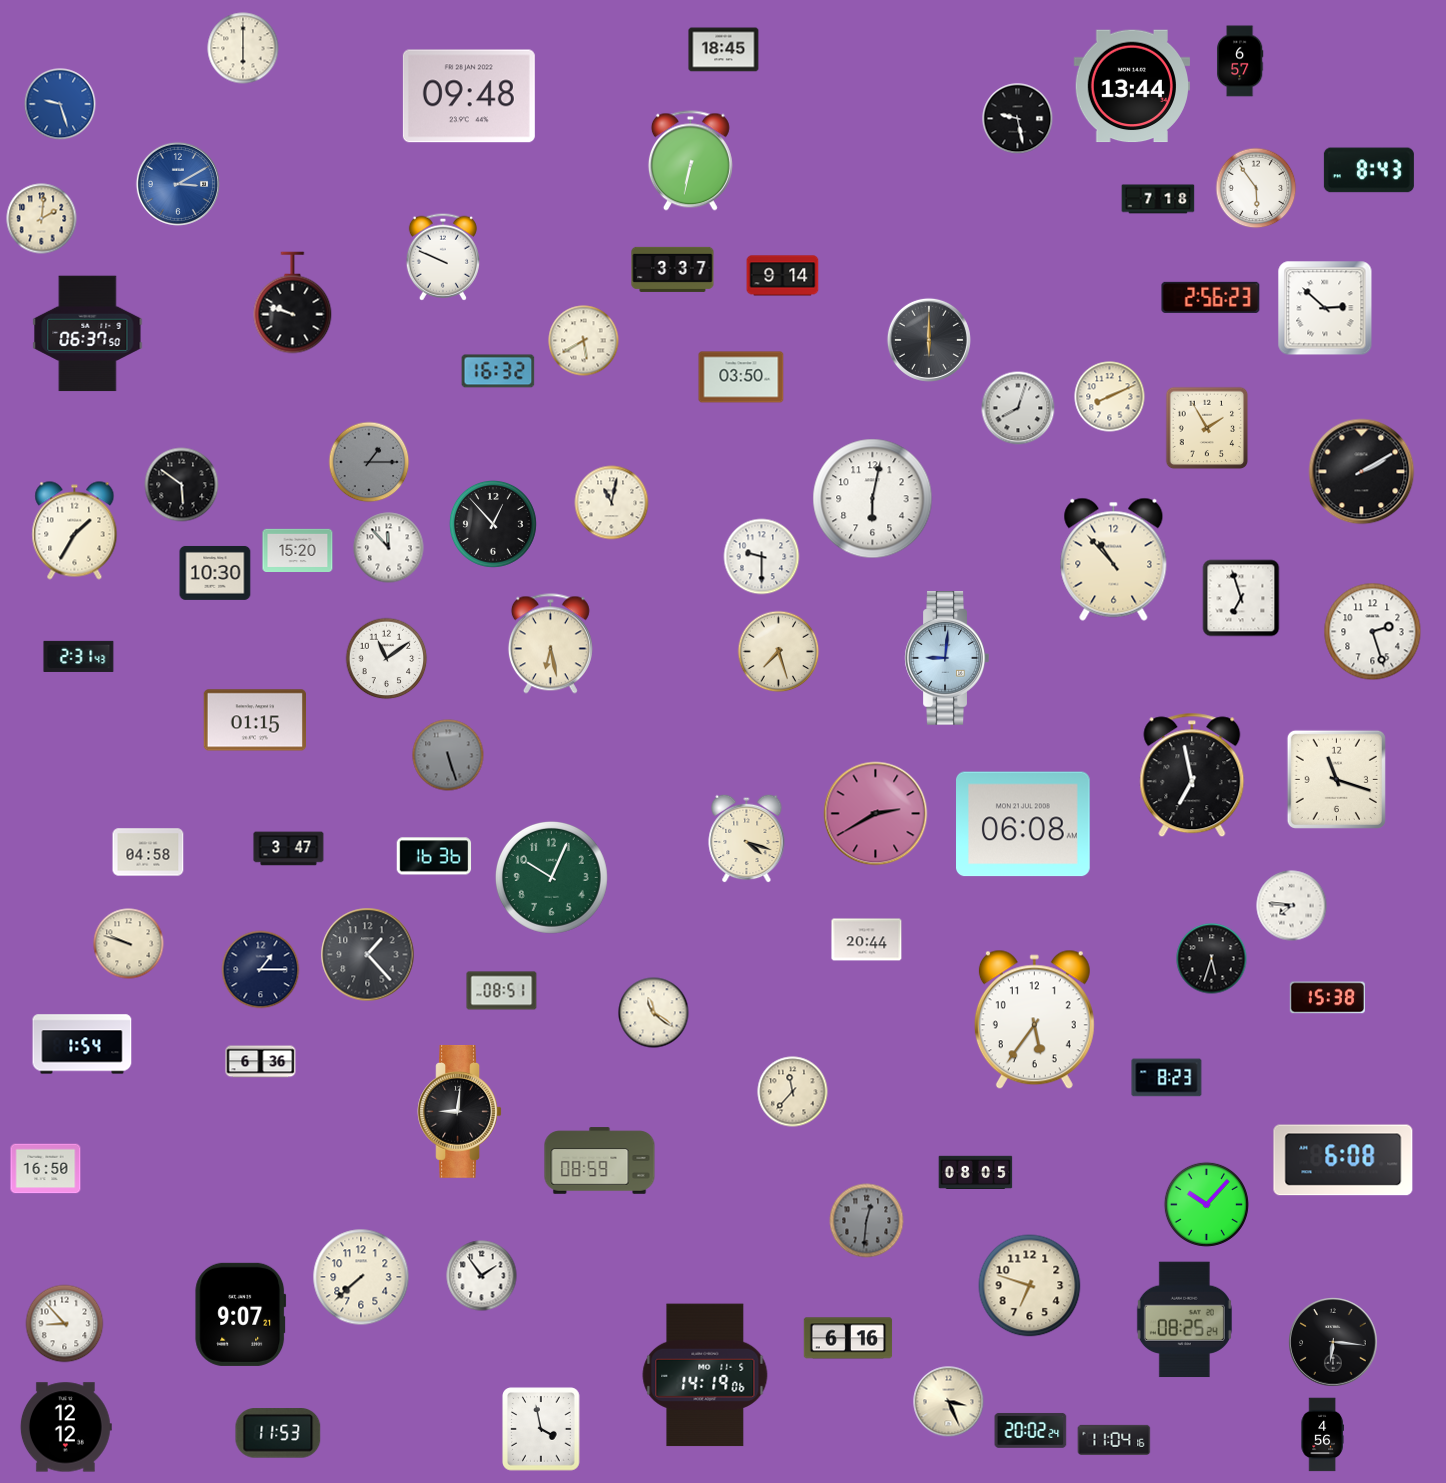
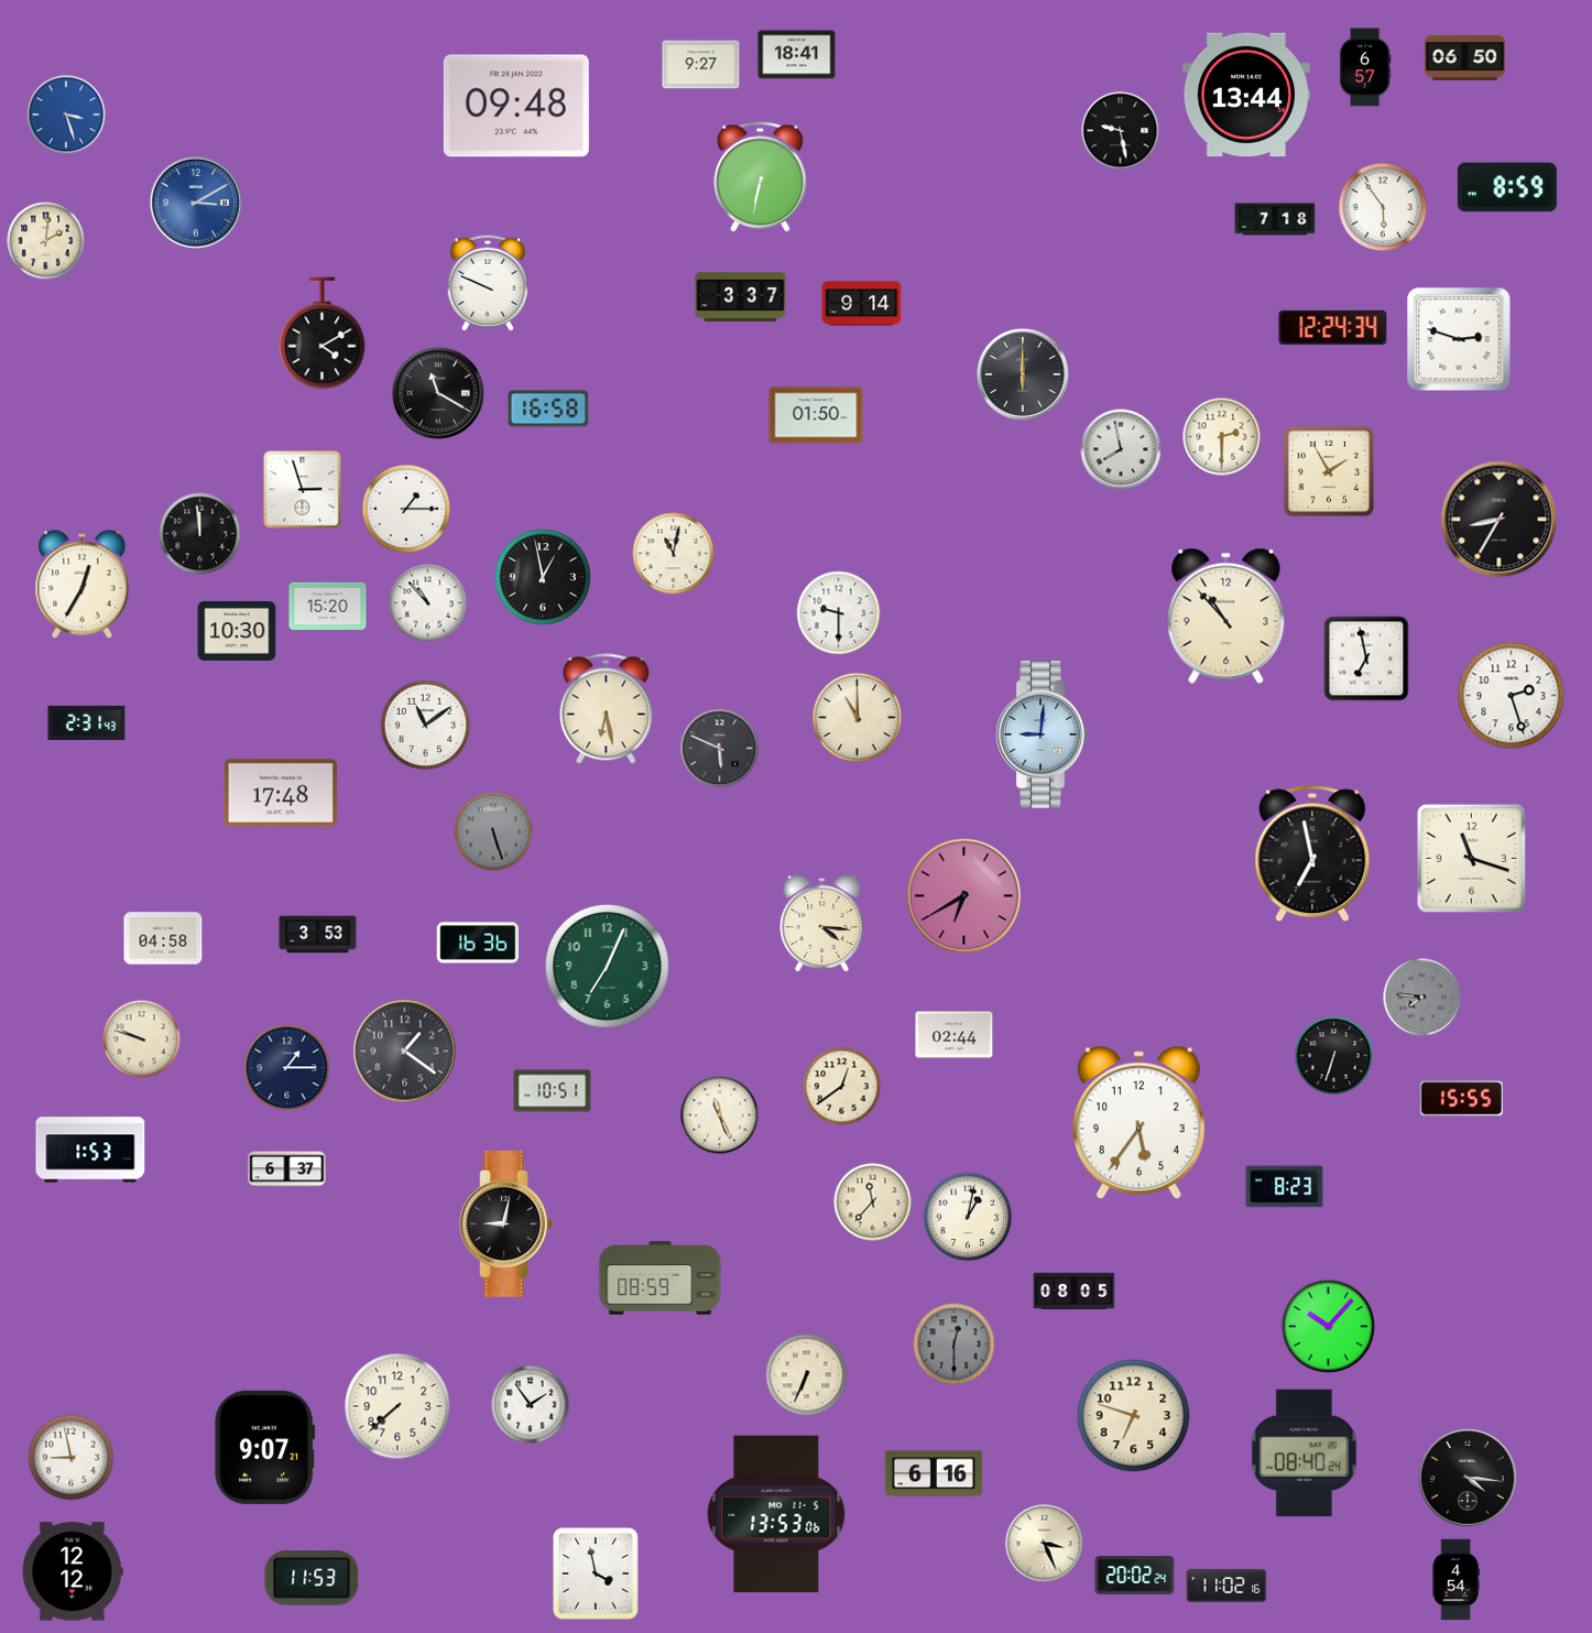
clock at (243, 48): 6:00 -> none
clock at (724, 50): 18:45 -> 18:41
clock at (1465, 58): none -> 06:50
clock at (701, 65): none -> 9:27
clock at (60, 104): 9:27 -> 3:27
clock at (1369, 170): 8:43 -> 8:59
clock at (1211, 297): 2:56 -> 12:24
clock at (293, 303): 9:48 -> 4:10
clock at (1325, 308): 2:52 -> 2:48
clock at (88, 334): 06:37 -> none
clock at (584, 341): 5:40 -> none
clock at (438, 393): none -> 11:20
clock at (498, 371): 16:32 -> 16:58
clock at (741, 377): 03:50 -> 01:50
clock at (1110, 397): 8:11 -> 2:30
clock at (1018, 408): 8:03 -> 7:58
clock at (303, 490): none -> 2:57
clock at (369, 462) dial: grey -> white
clock at (1362, 472): 2:10 -> 8:35
clock at (182, 485): 5:51 -> 11:59
clock at (873, 499): 6:02 -> none
clock at (493, 524): 12:53 -> 12:58
clock at (75, 531): 1:35 -> 12:35
clock at (389, 548): 11:53 -> 10:53
clock at (1241, 598): 6:57 -> 6:58
clock at (779, 652): 7:27 -> 11:00
clock at (947, 658) position: (947, 658) -> (1043, 734)
clock at (720, 749): none -> 5:49
clock at (254, 720): 01:15 -> 17:48
clock at (876, 814): 2:40 -> 6:40
clock at (1024, 824): 06:08 -> none
clock at (747, 838): 4:18 -> 4:16
clock at (289, 849): 3:47 -> 3:53
clock at (551, 877): 10:04 -> 7:04
clock at (1292, 906) dial: white -> grey
clock at (867, 940): 20:44 -> 02:44
clock at (368, 955): 1:23 -> 1:21
clock at (1212, 959): 5:33 -> 6:33
clock at (842, 1087): none -> 12:39
clock at (502, 991): 08:51 -> 10:51
clock at (1327, 998): 15:38 -> 15:55
clock at (654, 1013): 11:21 -> 11:26
clock at (82, 1044): 1:54 -> 1:53
clock at (261, 1062): 6:36 -> 6:37
clock at (968, 1217): none -> 1:02
clock at (459, 1111): 9:01 -> 9:02
clock at (1343, 1160): 6:08 -> none
clock at (46, 1169): 16:50 -> none
clock at (867, 1221): 12:31 -> 12:30
clock at (807, 1375): none -> 6:34
clock at (1184, 1320): 08:25 -> 08:40
clock at (65, 1324): 8:53 -> 8:58
clock at (1333, 1342): 6:16 -> 4:16
clock at (705, 1375): 14:19 -> 13:53
clock at (278, 1433) position: (278, 1433) -> (312, 1578)
clock at (1322, 1435): 4:56 -> 4:54
clock at (1114, 1440): 11:04 -> 11:02
